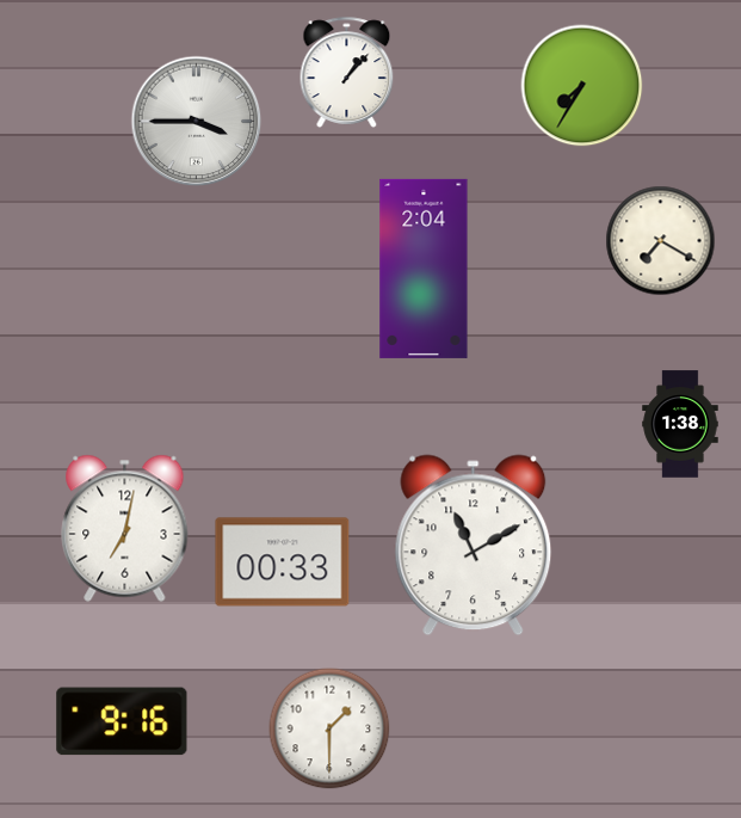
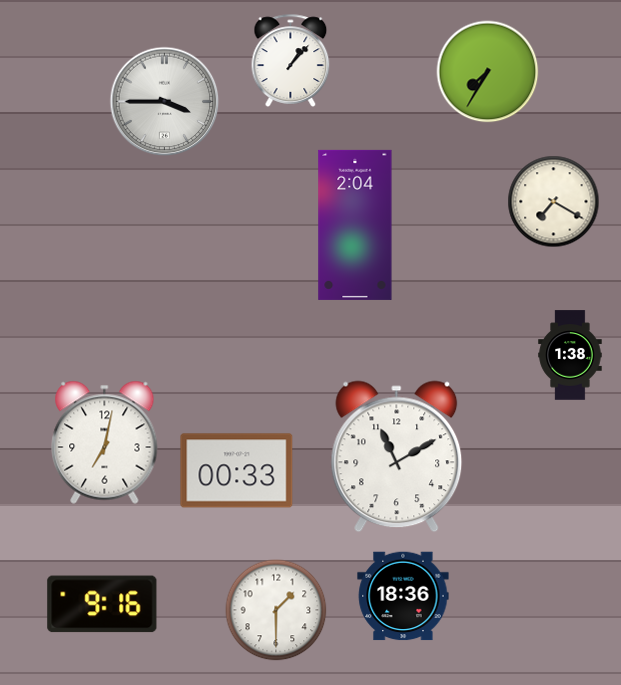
clock at (403, 596): none -> 18:36
